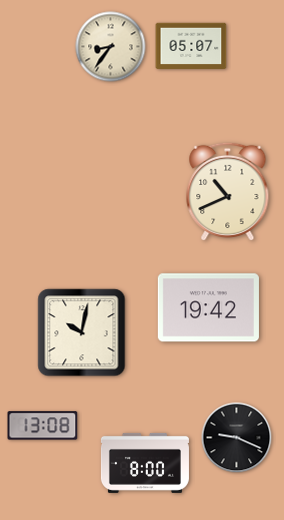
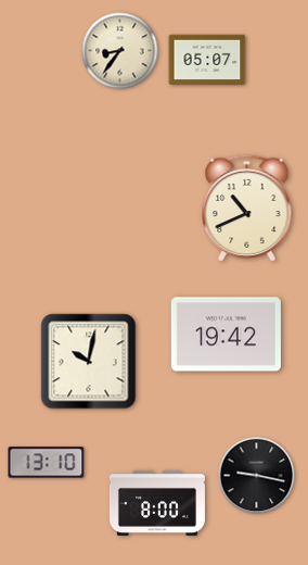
clock at (191, 46) position: (191, 46) -> (207, 60)
clock at (43, 426): 13:08 -> 13:10
clock at (237, 438): 9:19 -> 9:17
